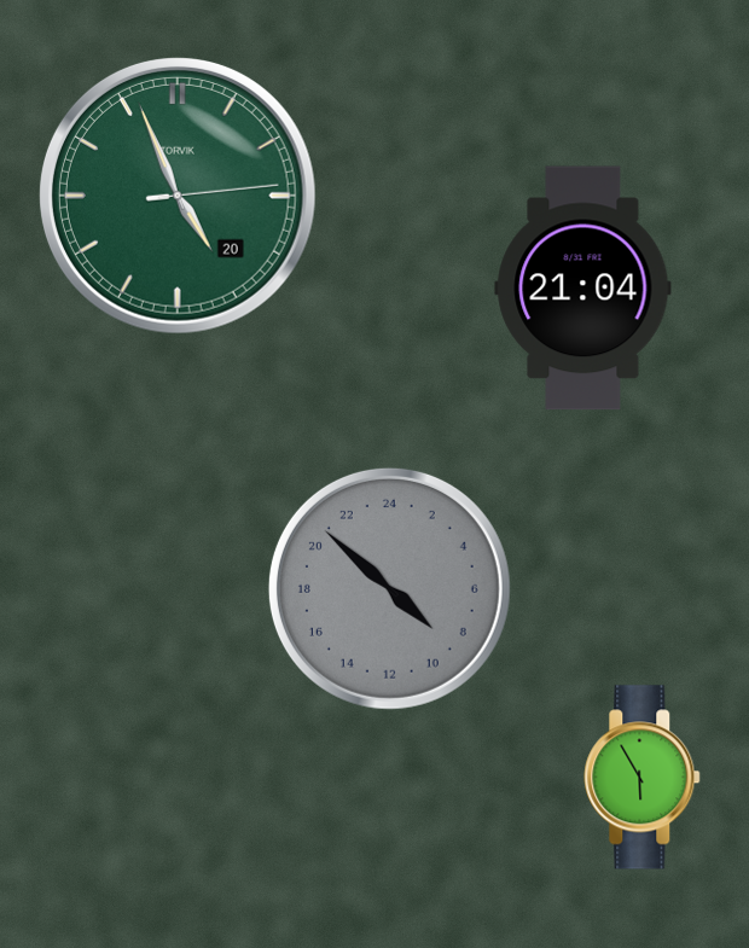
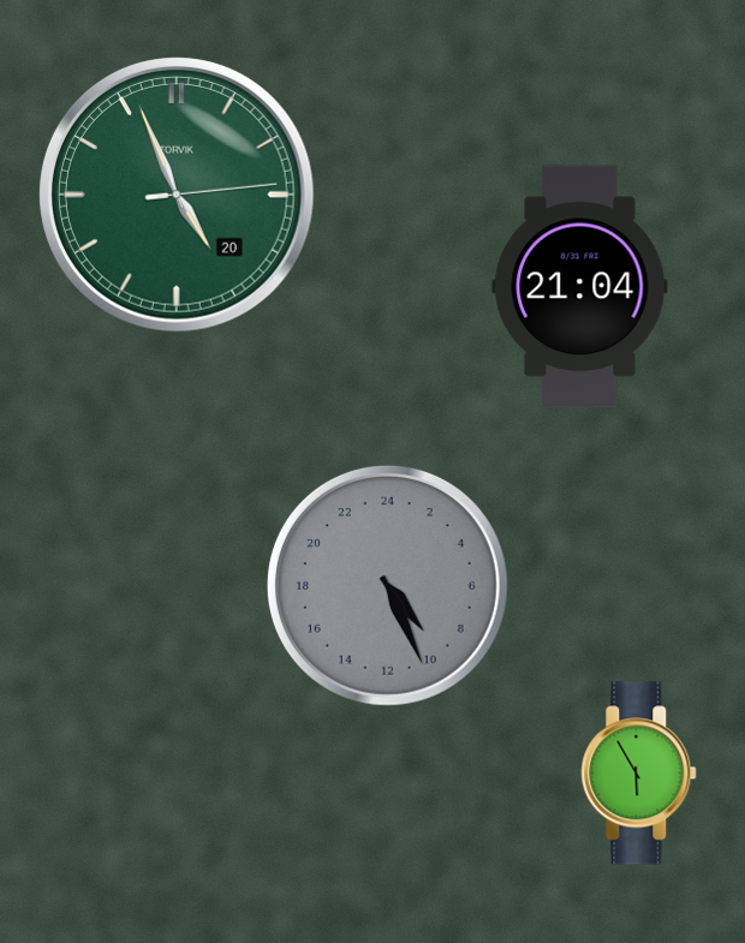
clock at (389, 588): 8:52 -> 9:26
